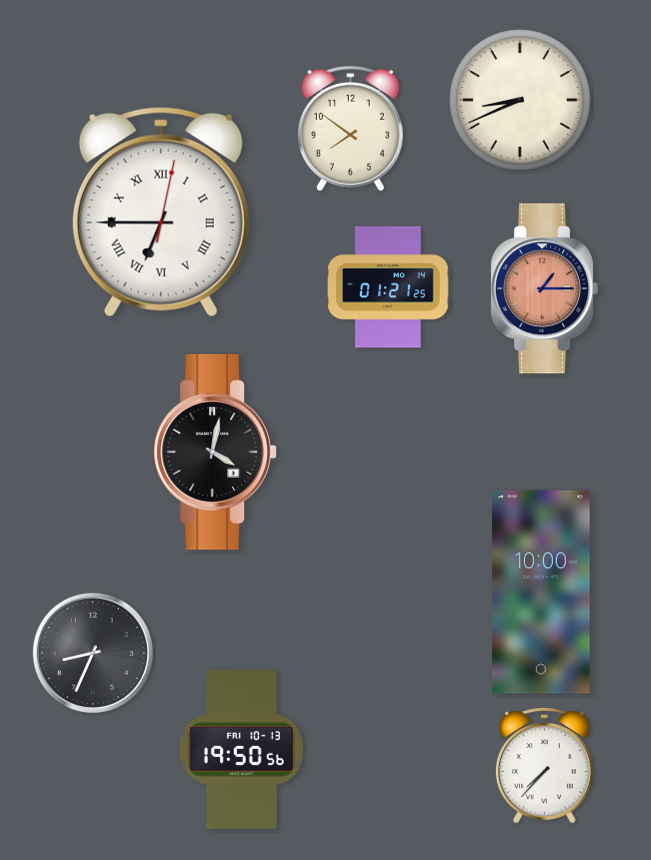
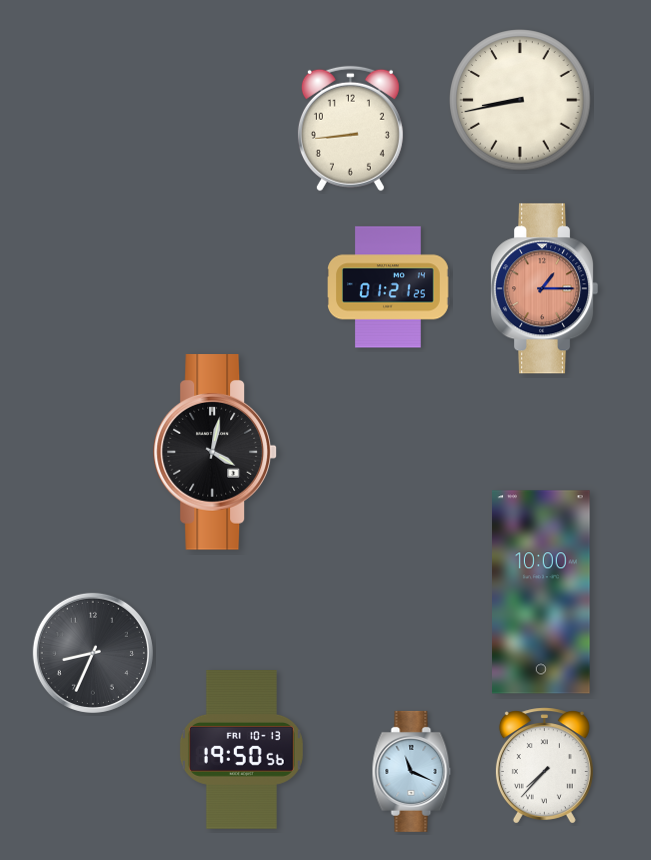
clock at (520, 100): 8:41 -> 8:43
clock at (350, 129): 7:51 -> 8:44
clock at (161, 212): 6:45 -> none
clock at (412, 771): none -> 11:19
